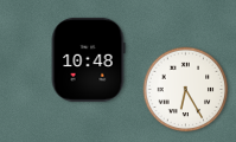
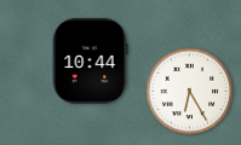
clock at (88, 59): 10:48 -> 10:44
